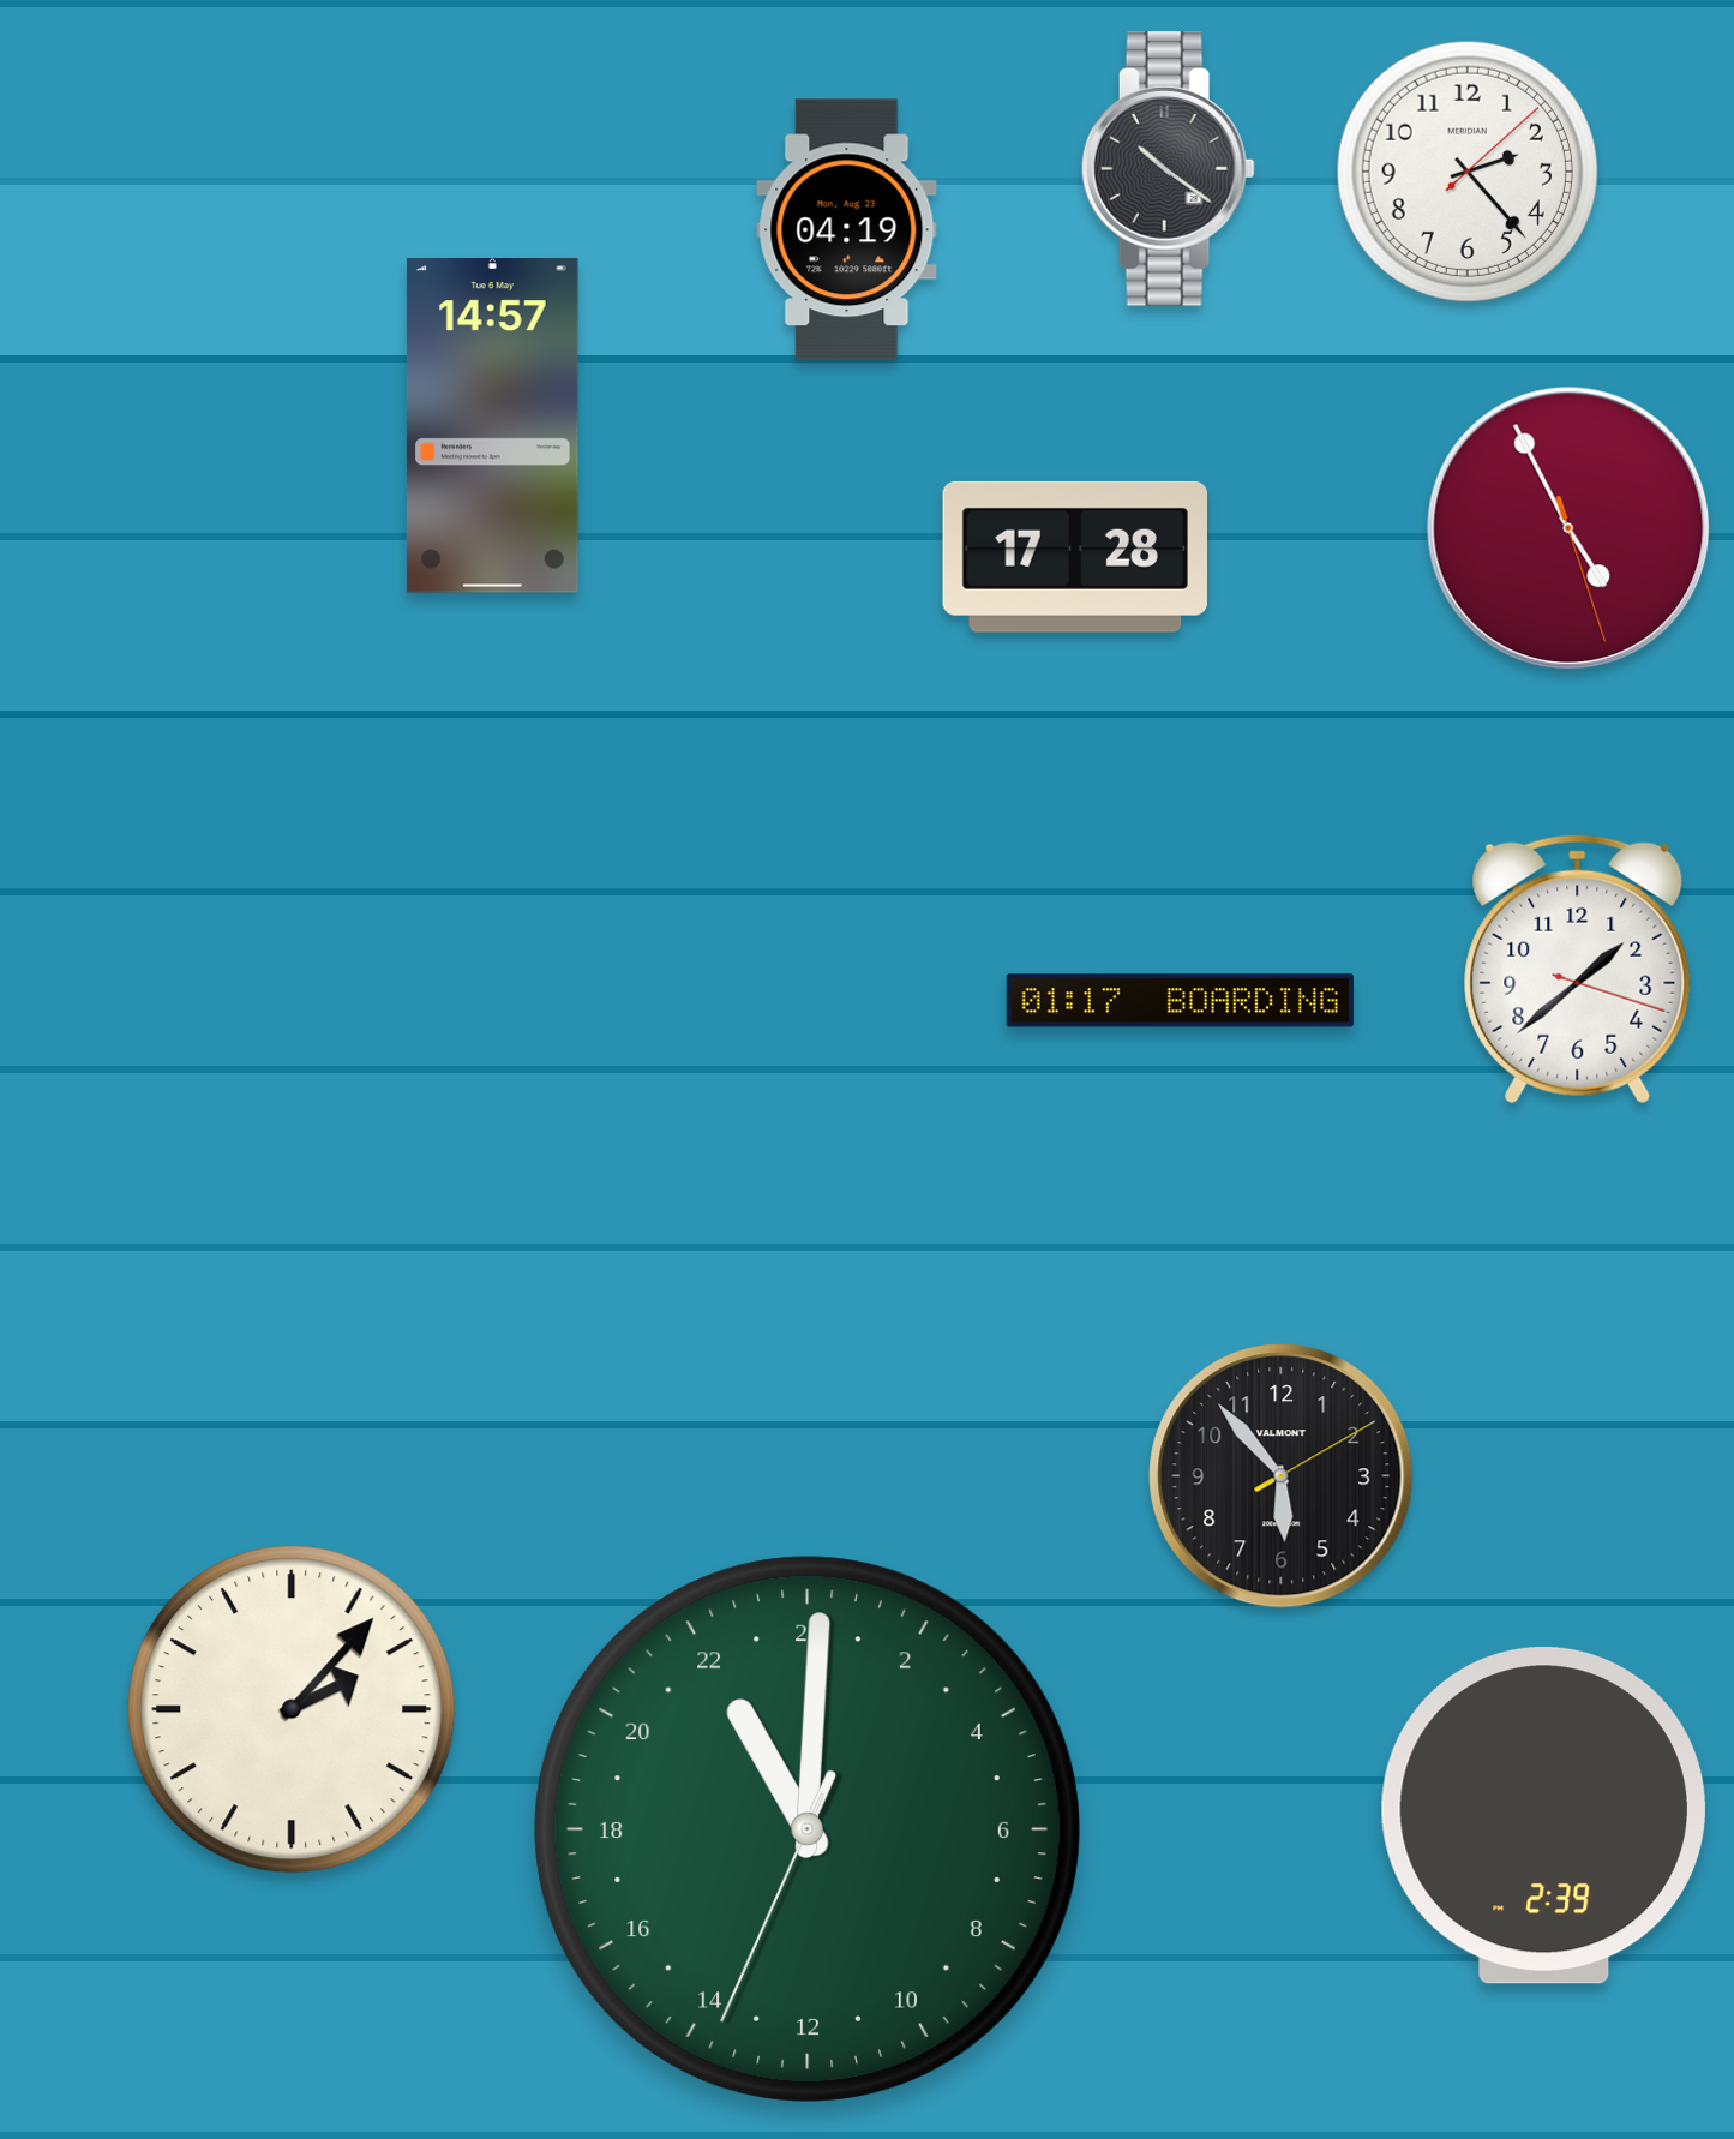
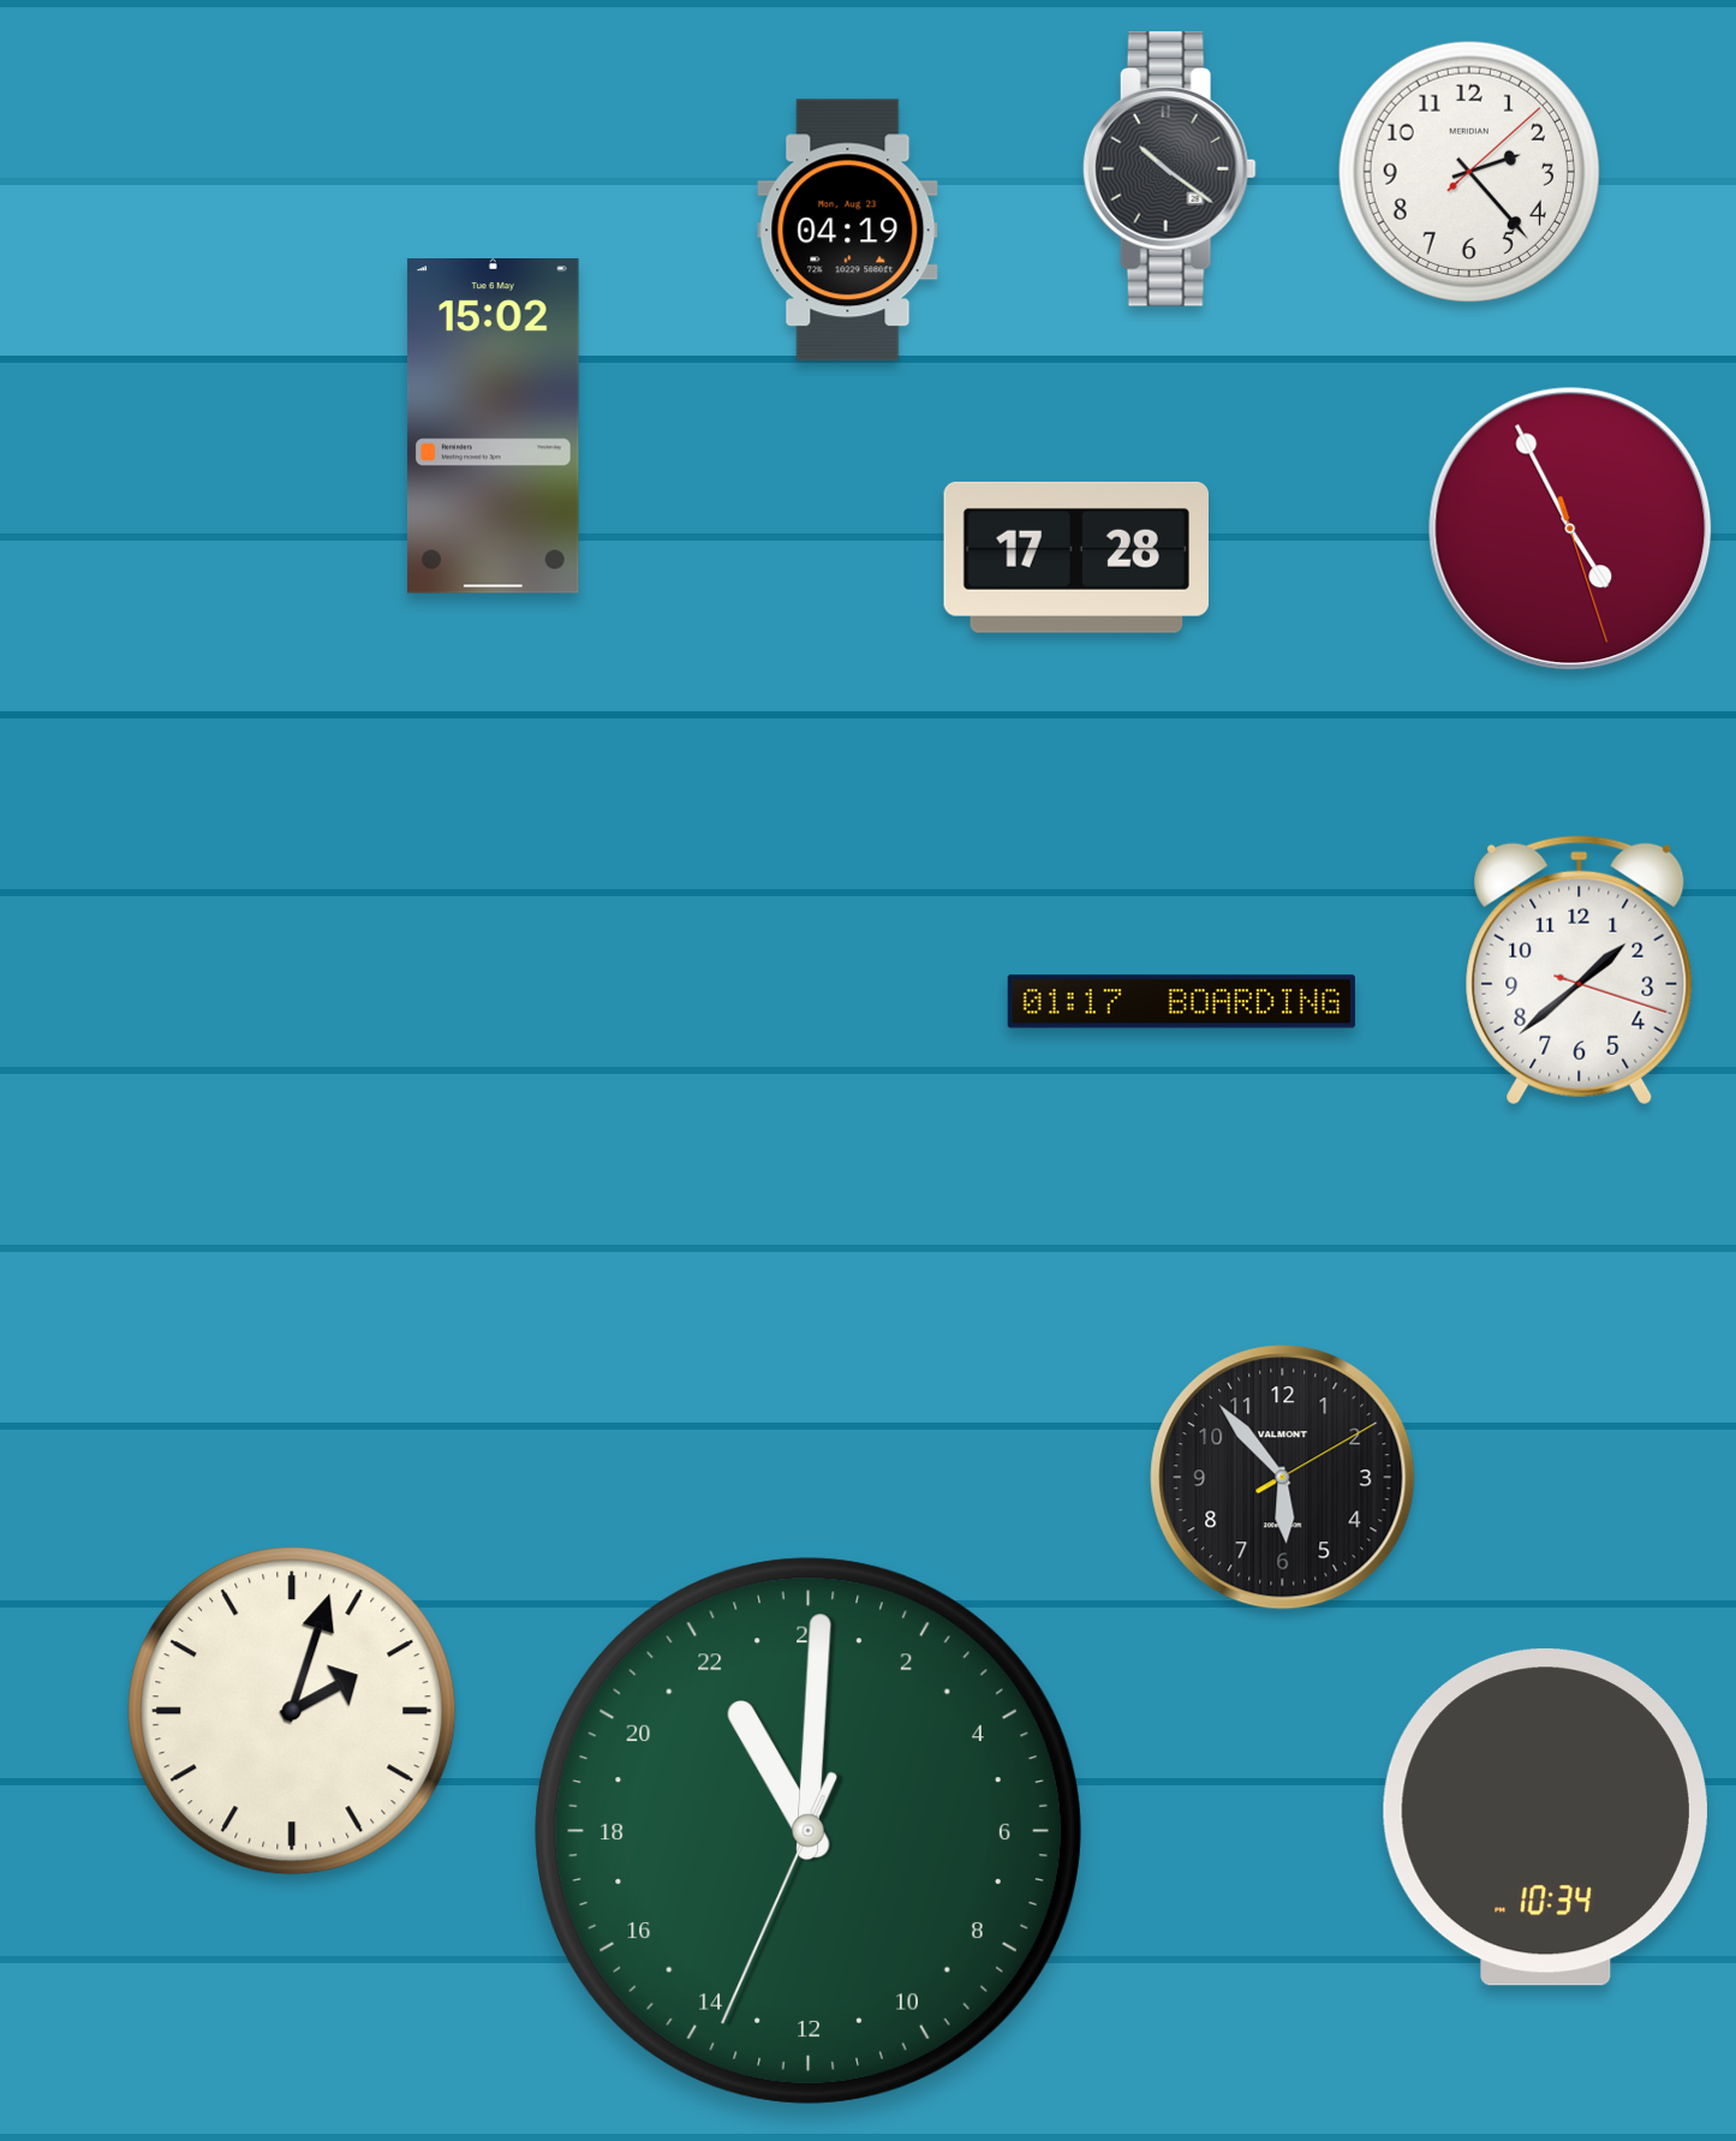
clock at (492, 426): 14:57 -> 15:02
clock at (292, 1709): 2:07 -> 2:03
clock at (1543, 1816): 2:39 -> 10:34
